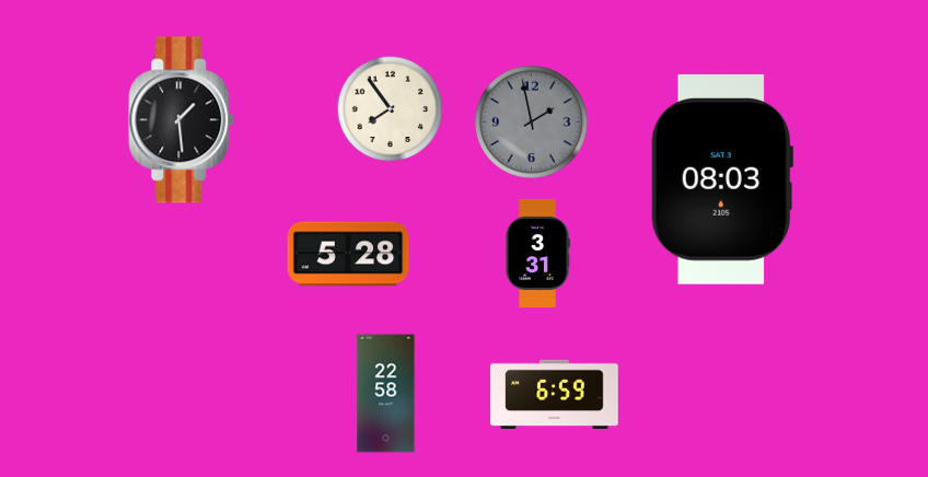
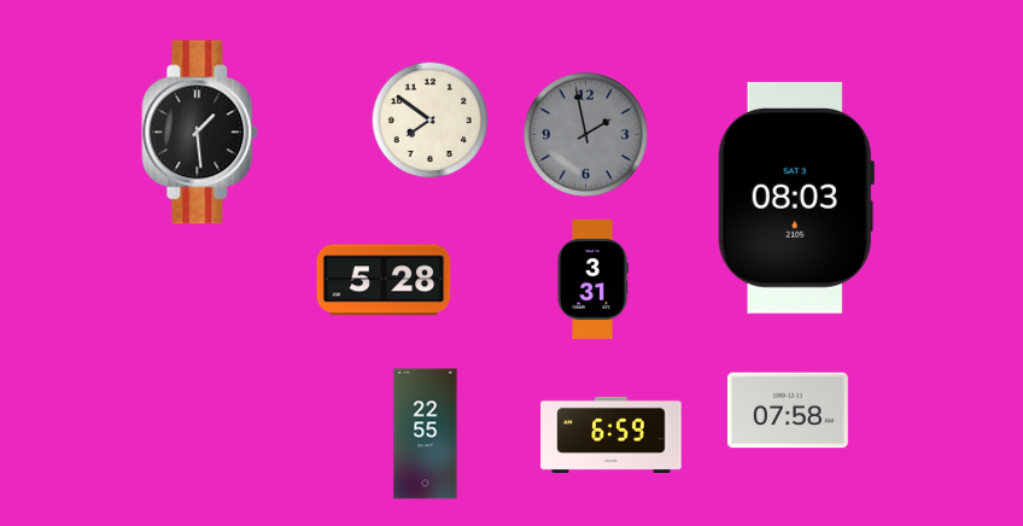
clock at (391, 109): 7:54 -> 7:51
clock at (788, 410): none -> 07:58
clock at (386, 394): 22:58 -> 22:55
